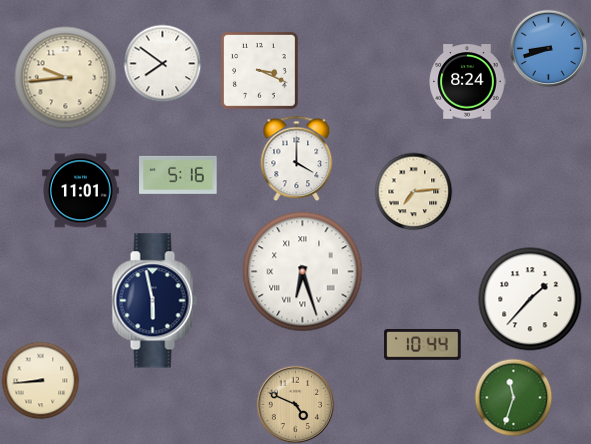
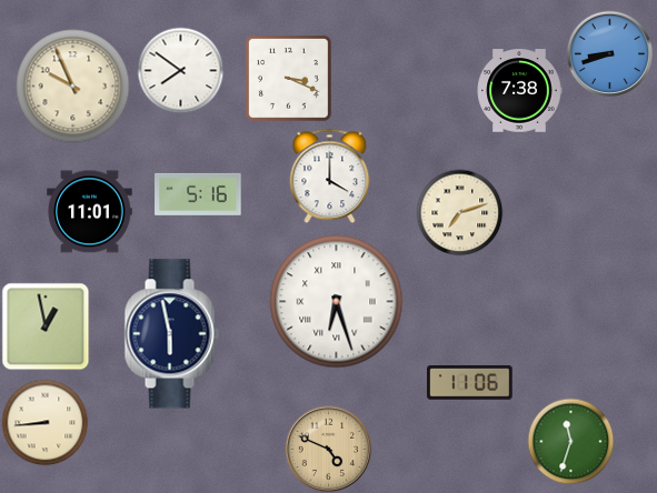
clock at (66, 78): 9:44 -> 9:56
clock at (467, 82): 8:24 -> 7:38
clock at (413, 191): 7:14 -> 7:12
clock at (46, 326): none -> 12:58
clock at (530, 299): 1:37 -> none
clock at (423, 345): 10:44 -> 11:06
